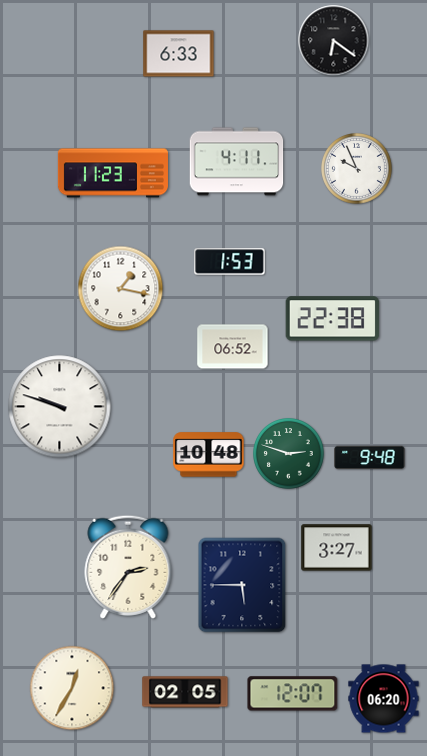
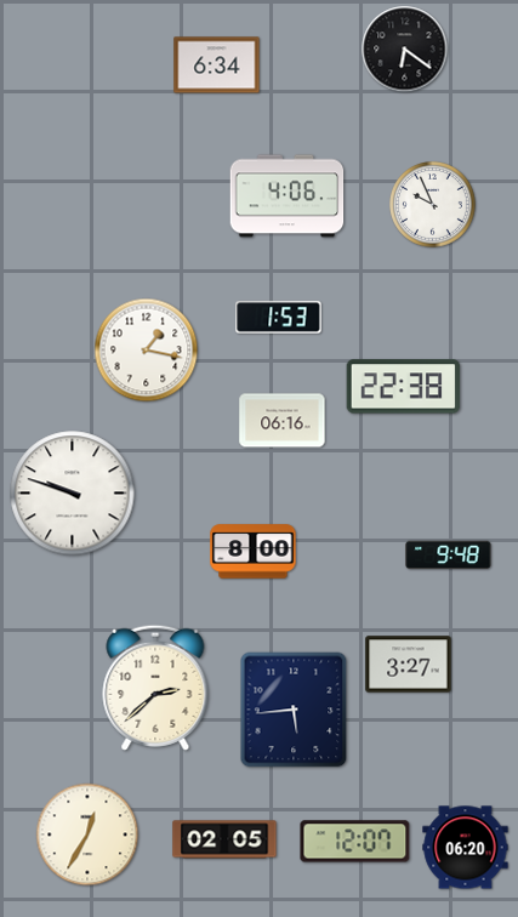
clock at (179, 54): 6:33 -> 6:34
clock at (237, 162): 4:11 -> 4:06
clock at (113, 173): 11:23 -> none
clock at (233, 347): 06:52 -> 06:16
clock at (289, 454): 2:48 -> none
clock at (209, 455): 10:48 -> 8:00
clock at (128, 567): 2:36 -> 2:38
clock at (242, 585): 5:45 -> 5:44
